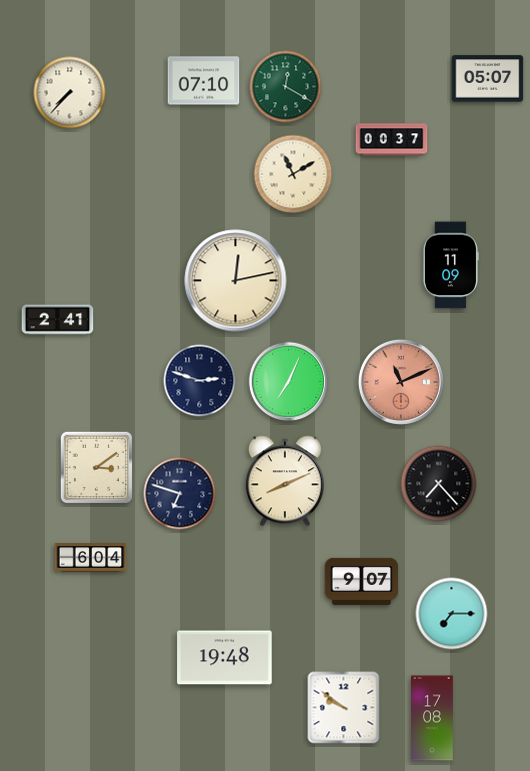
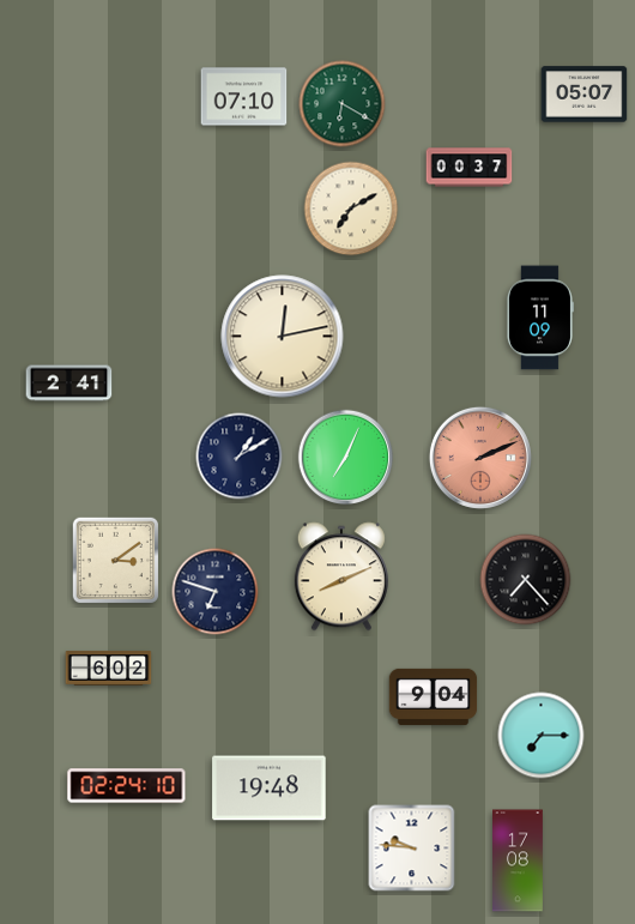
clock at (286, 87): 12:20 -> 6:20
clock at (70, 93): 7:37 -> none
clock at (293, 174): 11:10 -> 7:10
clock at (200, 381): 2:48 -> 1:10
clock at (401, 382): 11:11 -> 2:11
clock at (91, 558): 6:04 -> 6:02
clock at (362, 581): 9:07 -> 9:04
clock at (127, 786): none -> 02:24
clock at (344, 708): 9:51 -> 9:46
